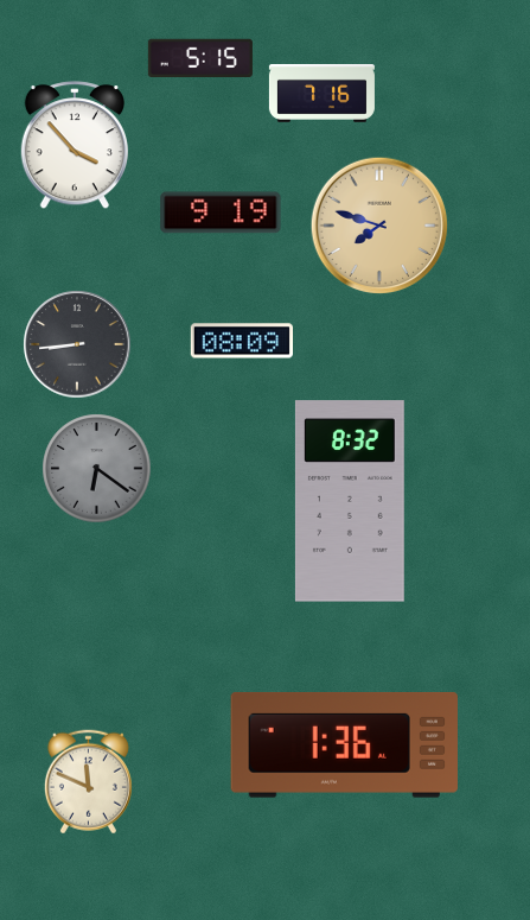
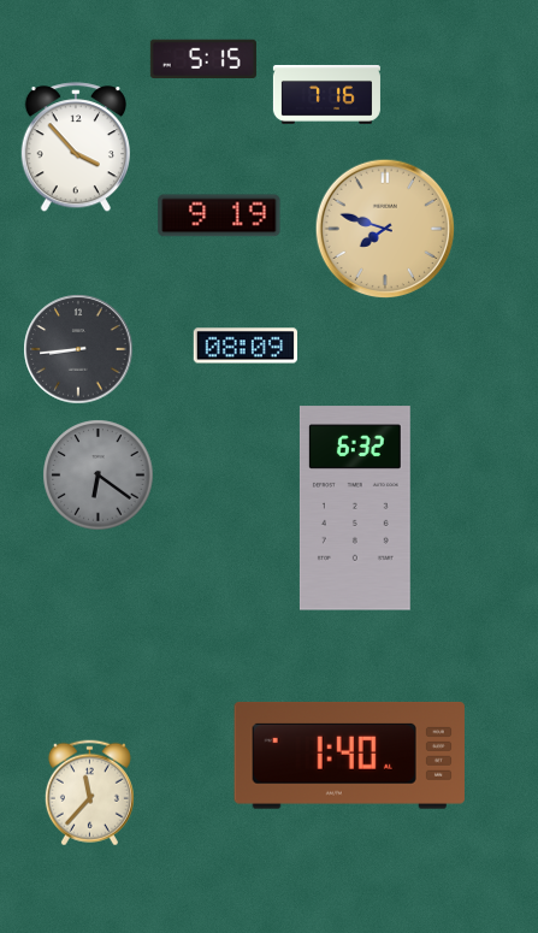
clock at (221, 212) position: (221, 212) -> (219, 215)
clock at (350, 501): 8:32 -> 6:32
clock at (344, 745): 1:36 -> 1:40
clock at (88, 782): 11:49 -> 11:37
